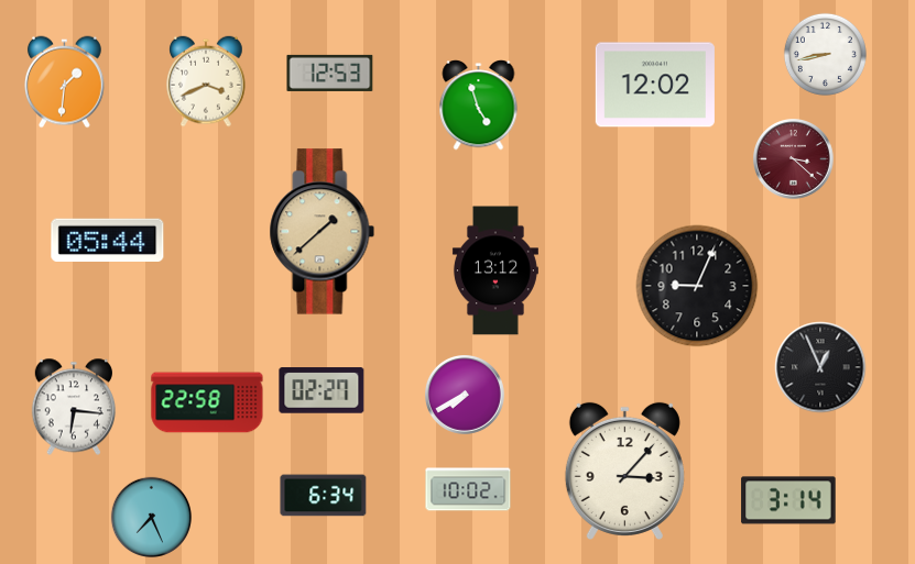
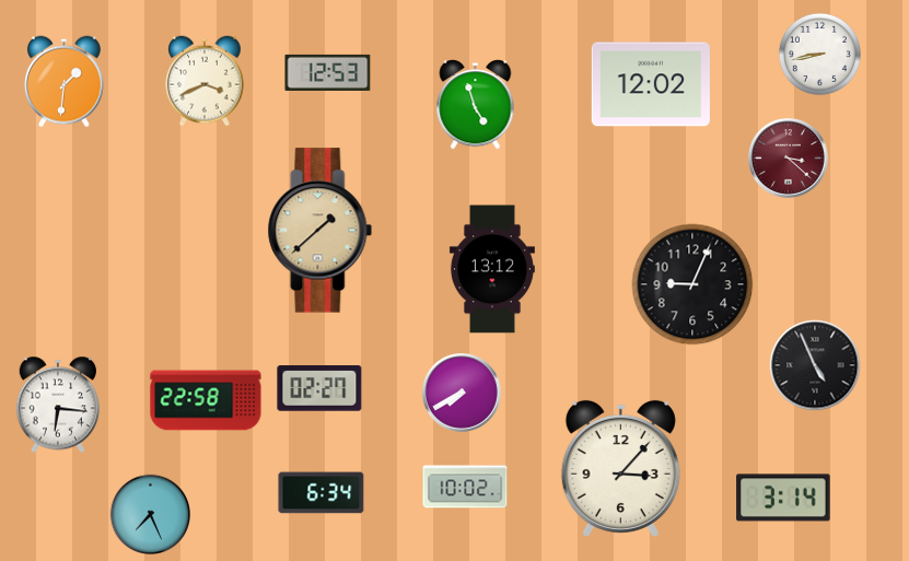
clock at (108, 240): 05:44 -> none
clock at (820, 367): 12:56 -> 4:56
clock at (74, 407) position: (74, 407) -> (58, 405)
